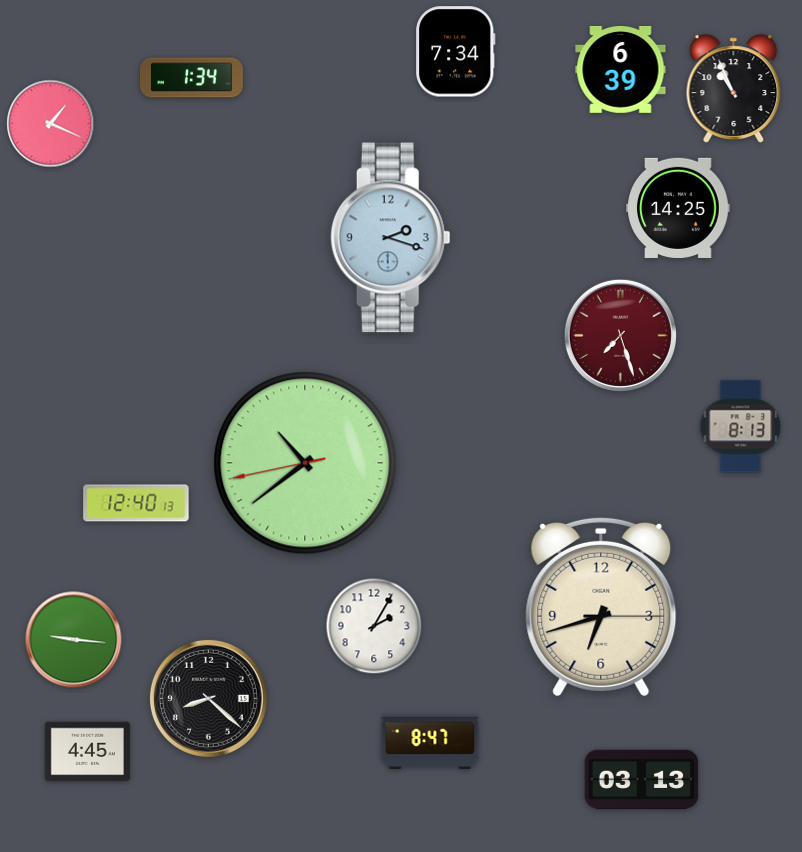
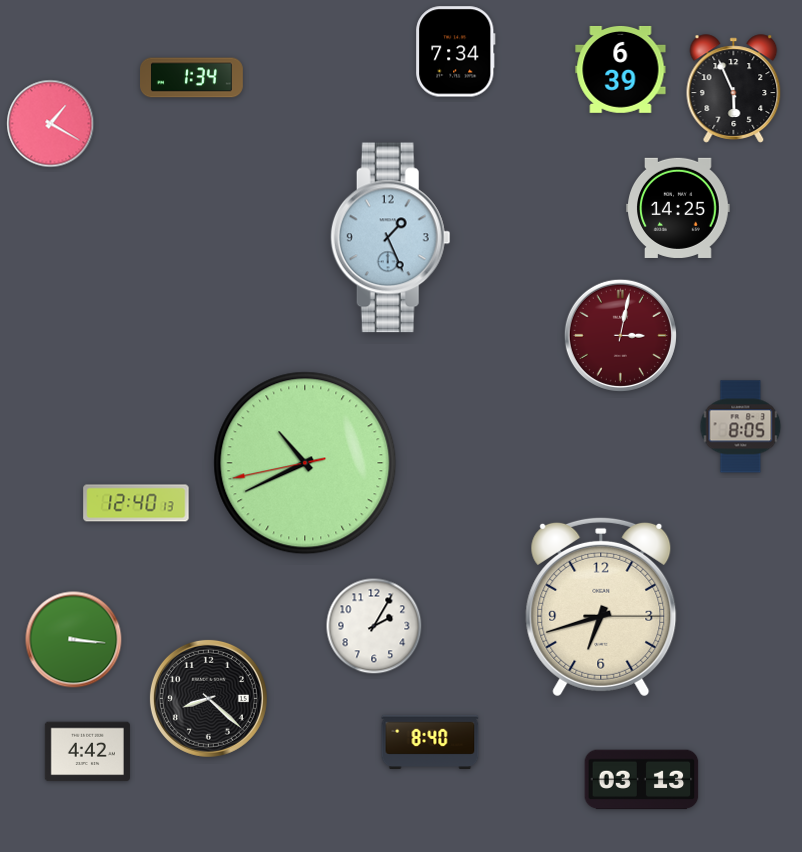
clock at (734, 89): 10:56 -> 5:56
clock at (51, 124): 1:19 -> 1:20
clock at (390, 238): 2:18 -> 1:26
clock at (620, 335): 7:27 -> 3:02
clock at (741, 427): 8:13 -> 8:05
clock at (305, 463): 10:38 -> 10:40
clock at (74, 640): 9:16 -> 3:16
clock at (430, 741): 8:47 -> 8:40
clock at (87, 752): 4:45 -> 4:42
